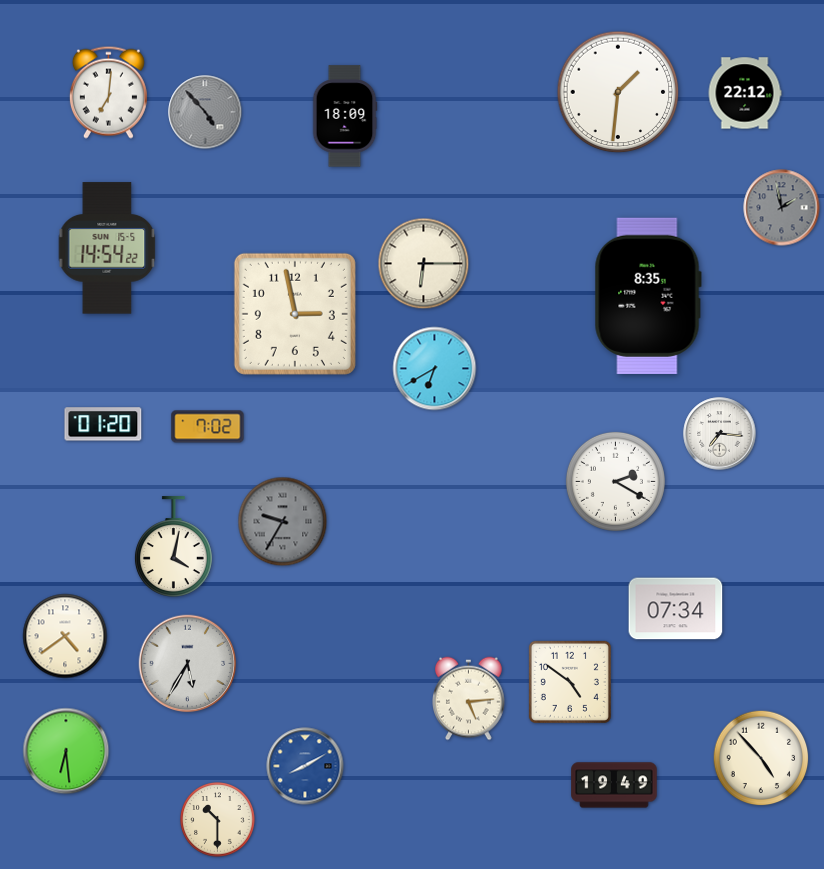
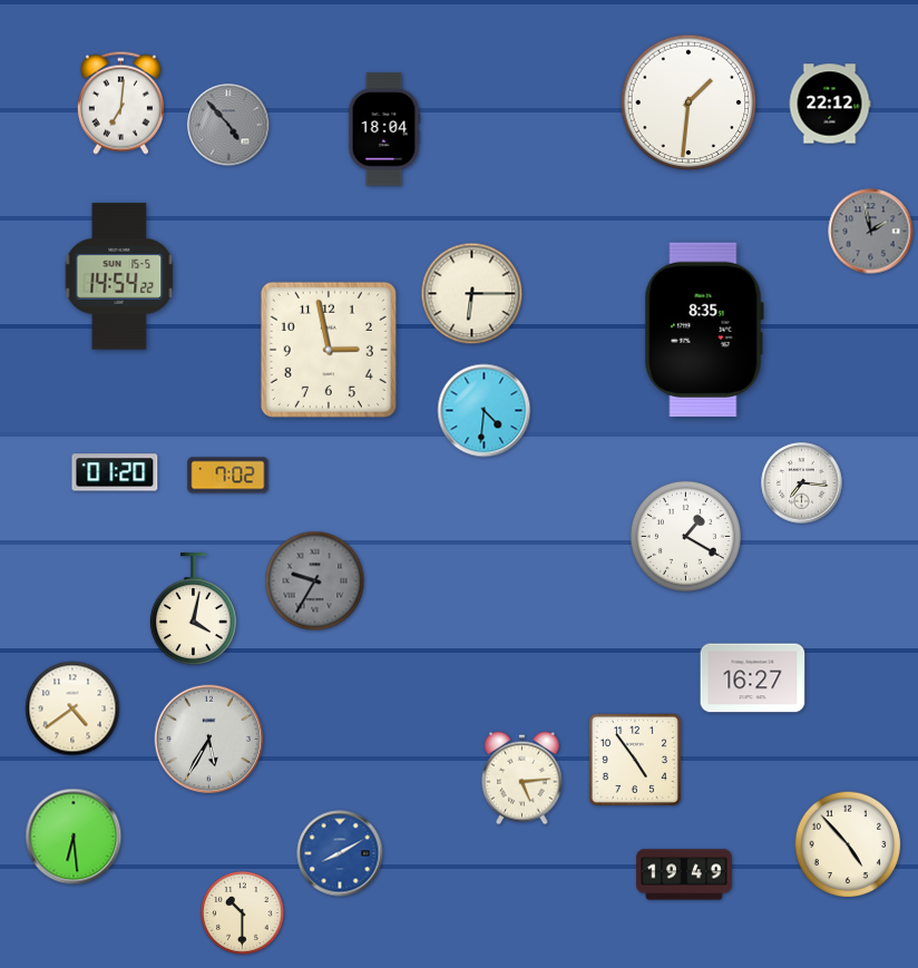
clock at (345, 116): 18:09 -> 18:04
clock at (648, 296) position: (648, 296) -> (704, 330)
clock at (435, 369): 6:40 -> 4:31
clock at (208, 427) position: (208, 427) -> (228, 476)
clock at (615, 481): 2:20 -> 1:20
clock at (676, 609): 07:34 -> 16:27
clock at (570, 682): 4:51 -> 4:54
